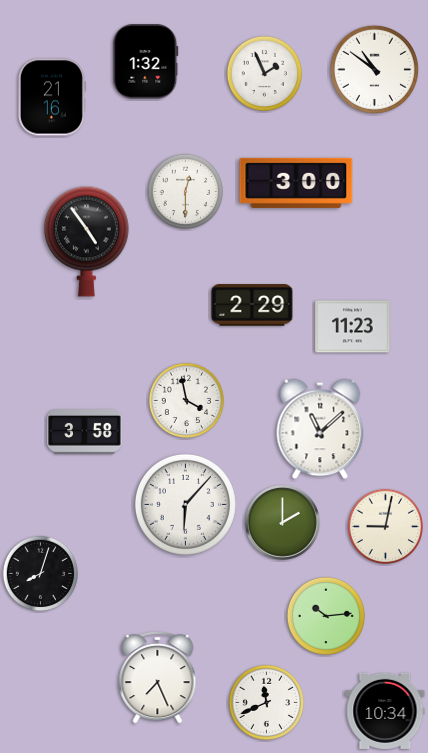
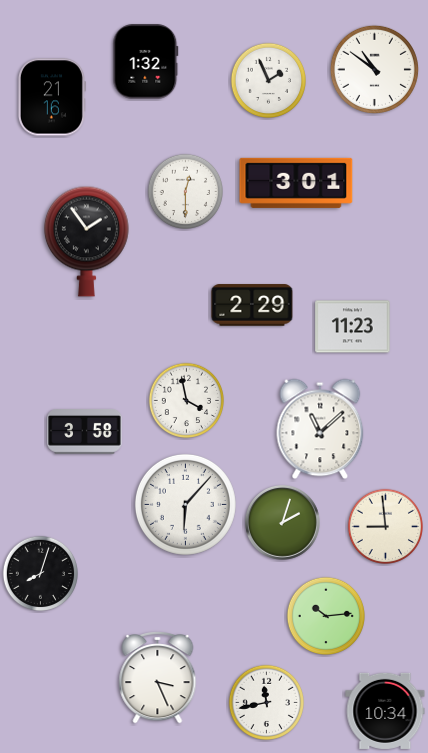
clock at (265, 74) position: (265, 74) -> (269, 81)
clock at (296, 183): 3:00 -> 3:01
clock at (86, 241): 4:54 -> 1:54
clock at (282, 522): 2:00 -> 2:03
clock at (386, 527): 9:02 -> 8:59
clock at (158, 678): 7:26 -> 3:26
clock at (267, 703): 11:41 -> 11:43
